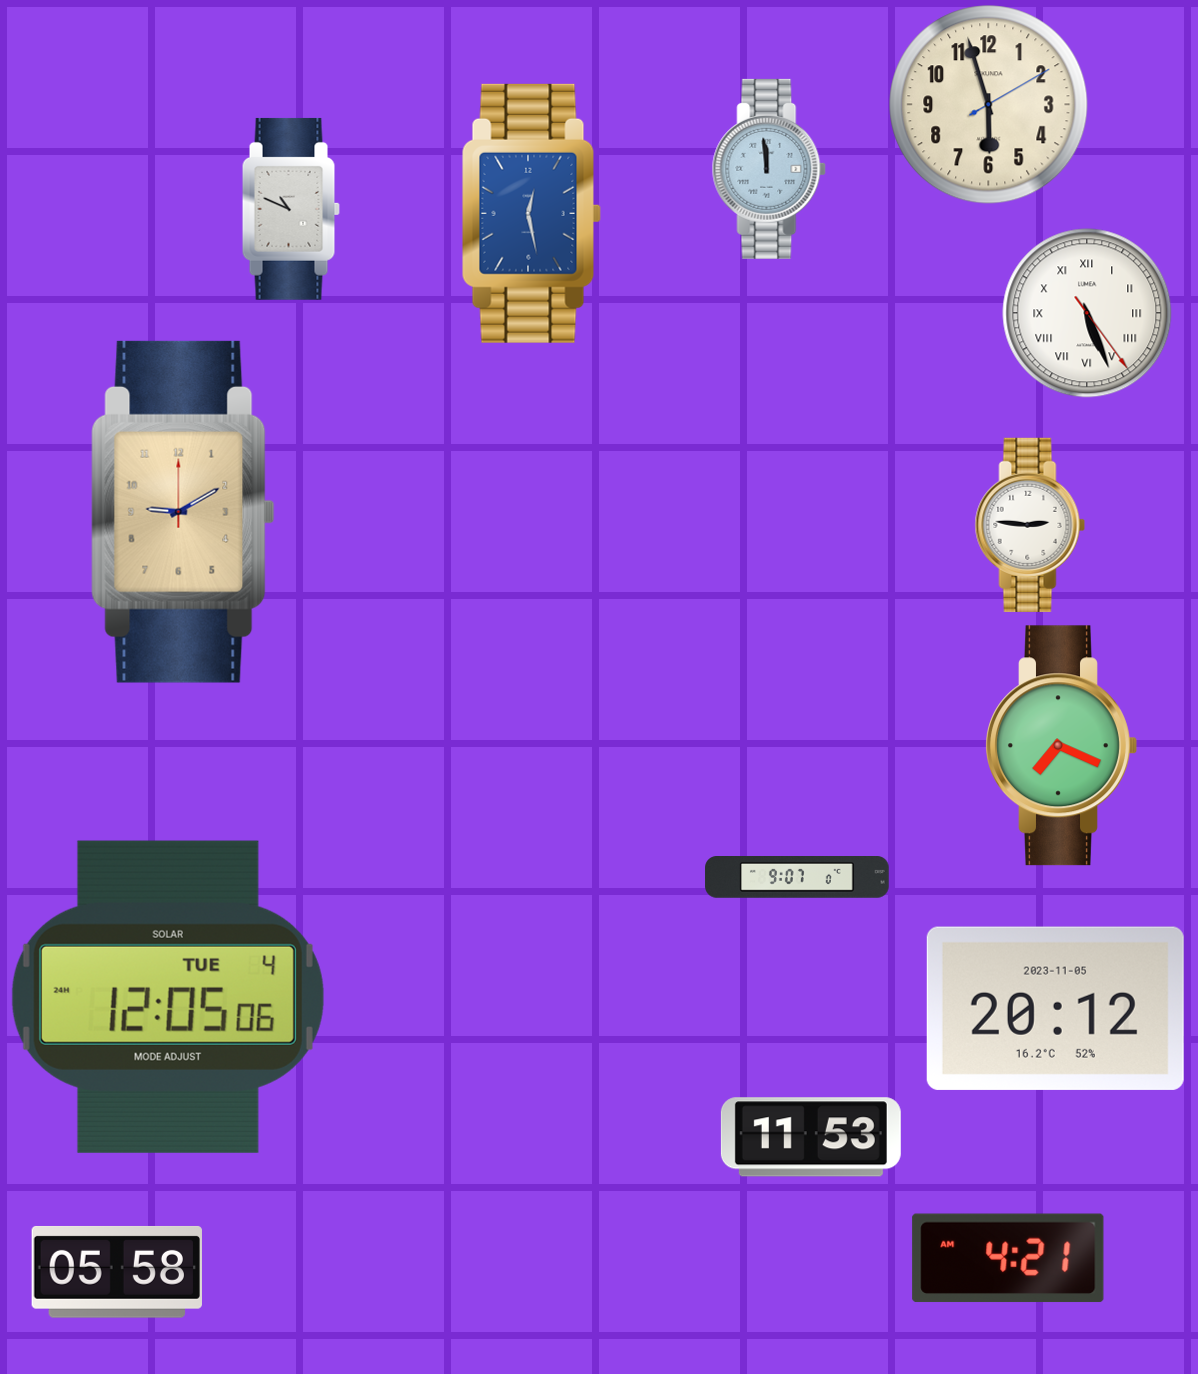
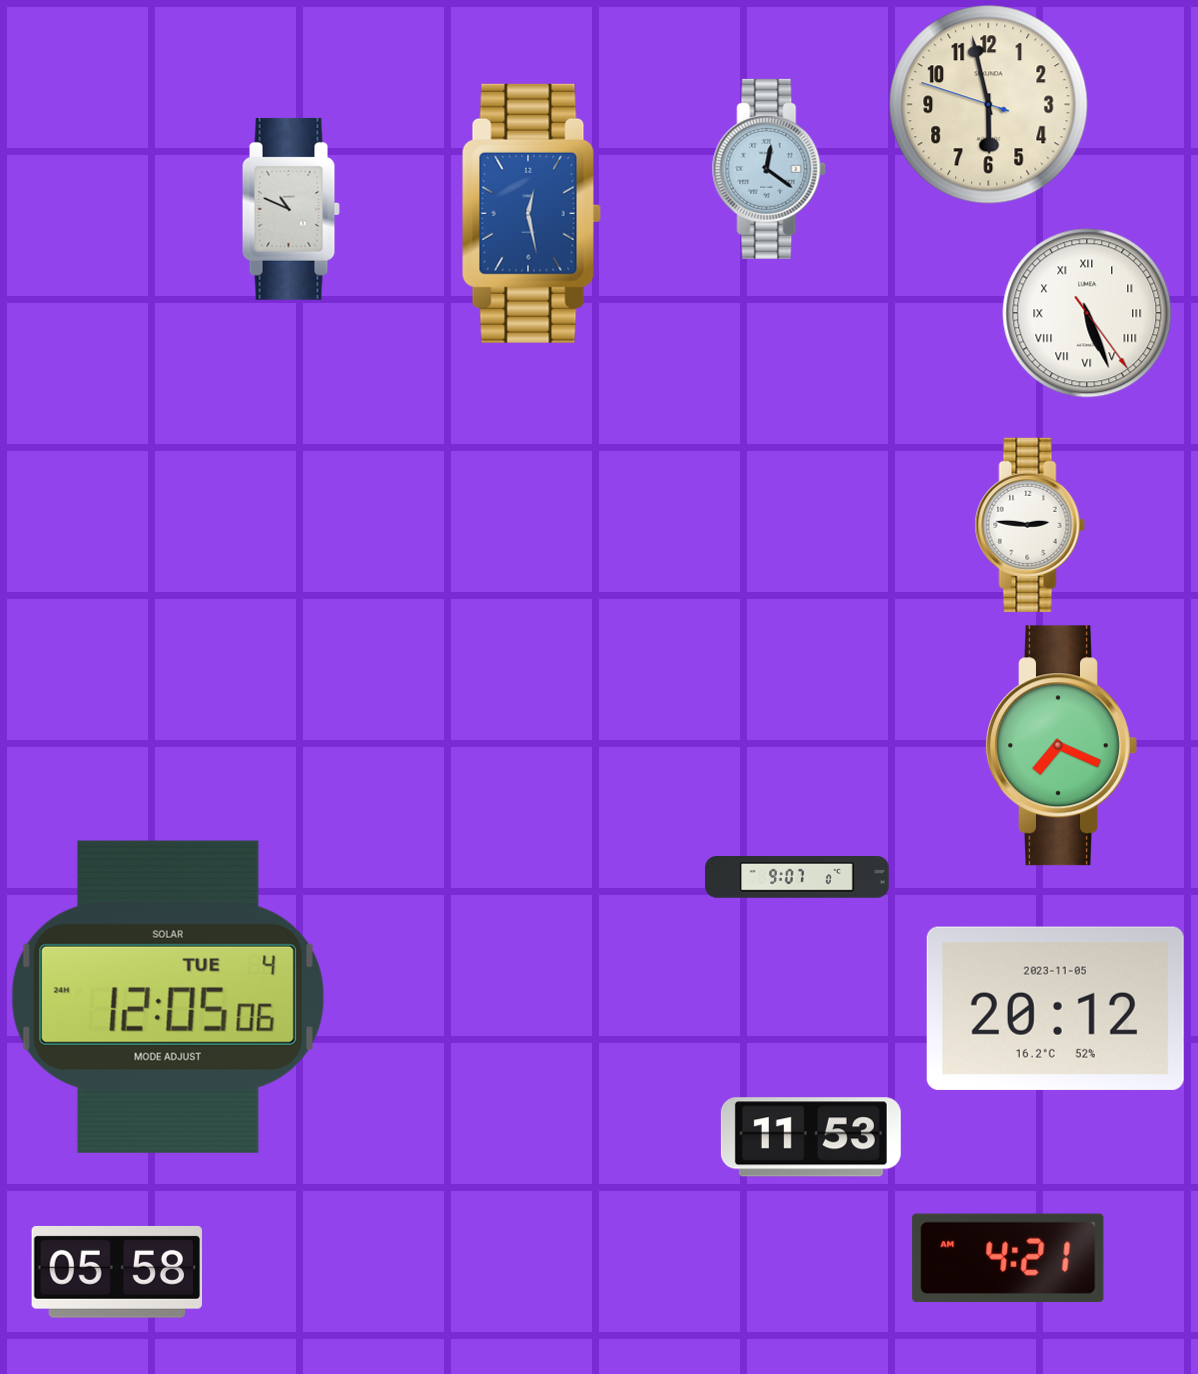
clock at (989, 105): 5:57:10 -> 5:57:48
clock at (769, 169): 11:59 -> 12:21
clock at (183, 512): 9:10 -> none
